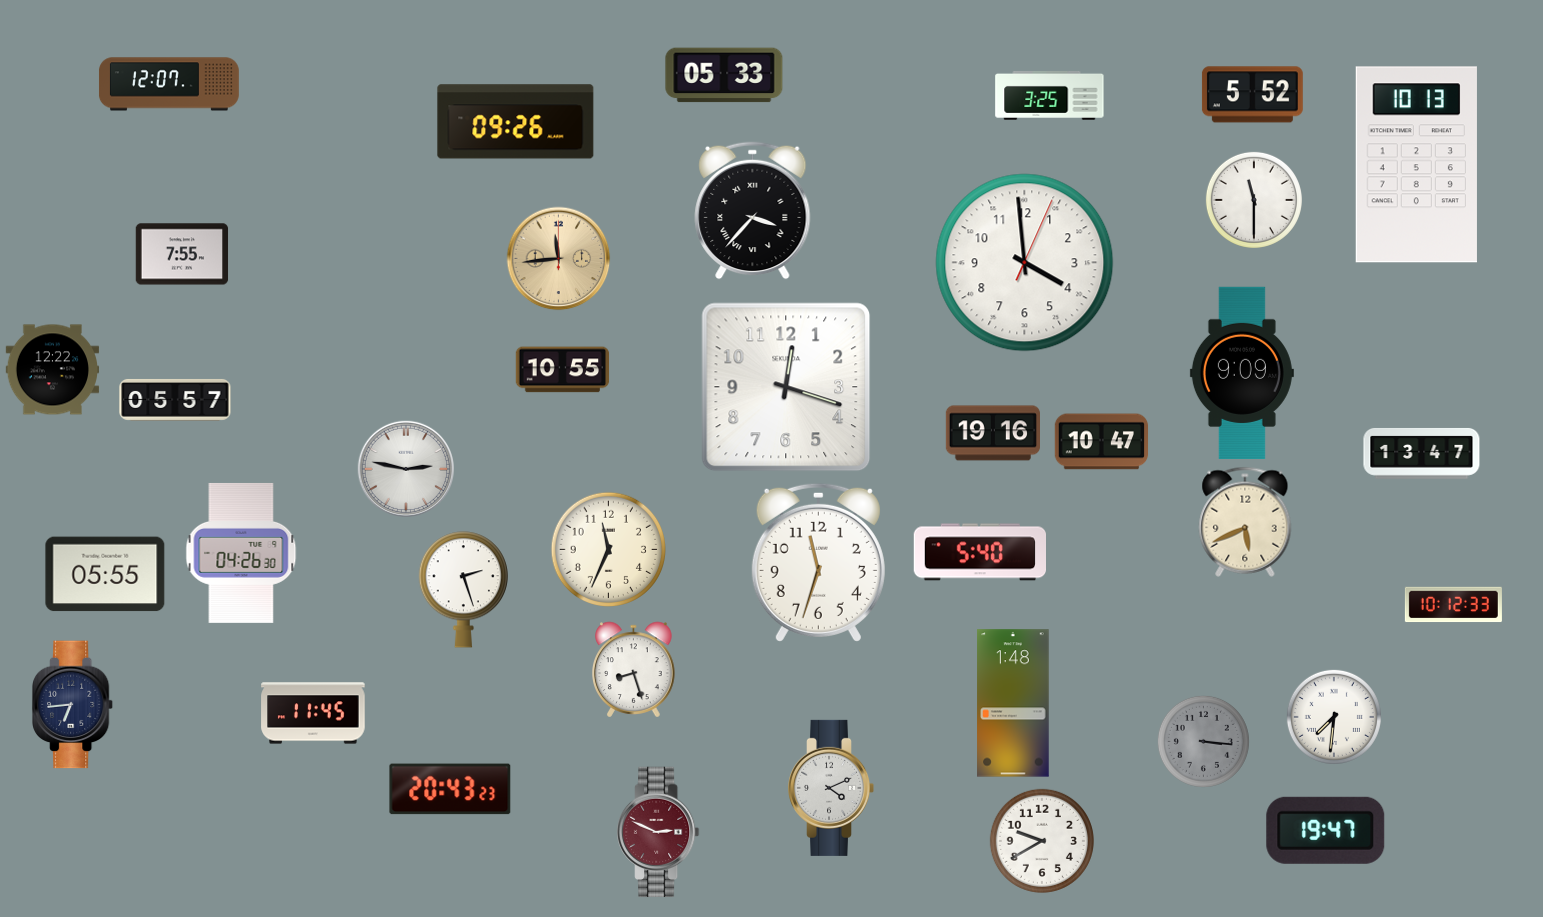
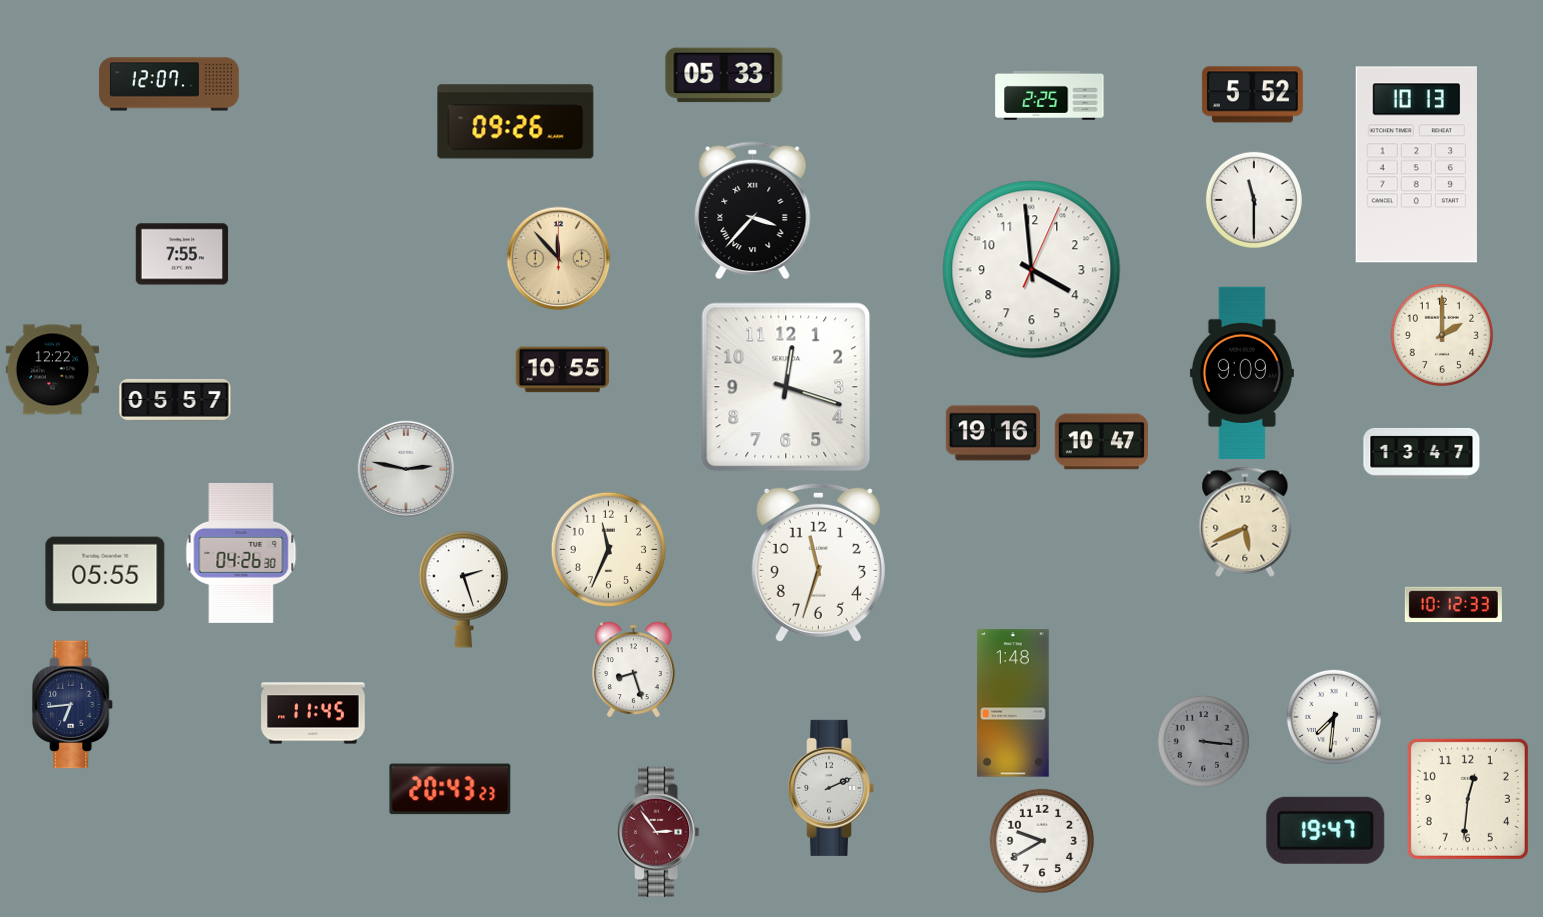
clock at (1050, 96): 3:25 -> 2:25
clock at (559, 259): 11:44 -> 11:53
clock at (1025, 263) position: (1025, 263) -> (1032, 270)
clock at (1442, 335): none -> 2:00
clock at (979, 552): 5:40 -> none
clock at (832, 788): 4:11 -> 2:11
clock at (1468, 799): none -> 12:31
clock at (658, 832): 2:49 -> 2:54
